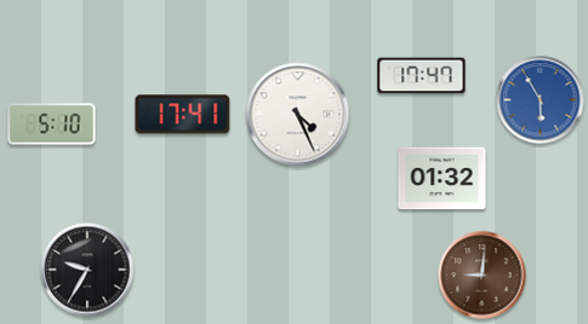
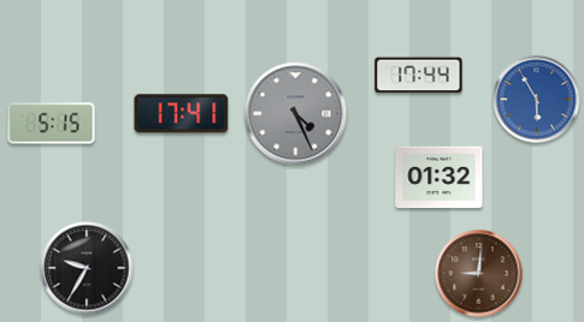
clock at (422, 76): 17:47 -> 17:44
clock at (298, 115) dial: white -> grey
clock at (52, 125): 5:10 -> 5:15
